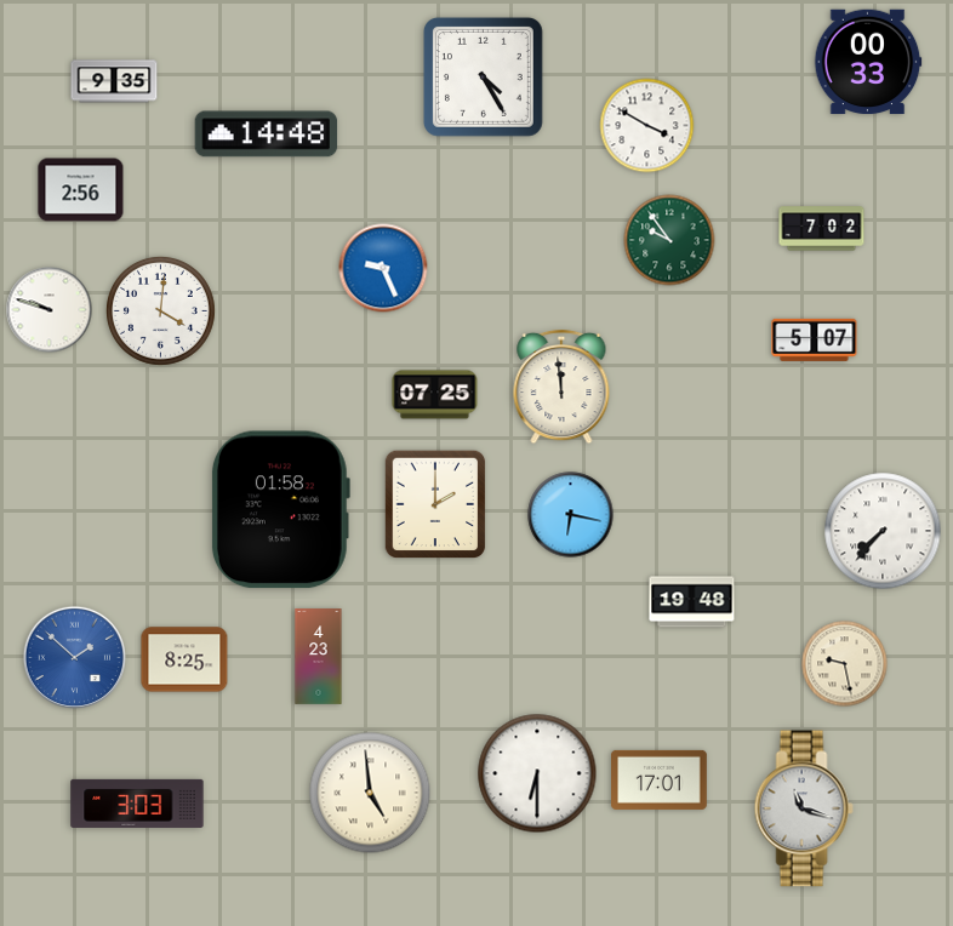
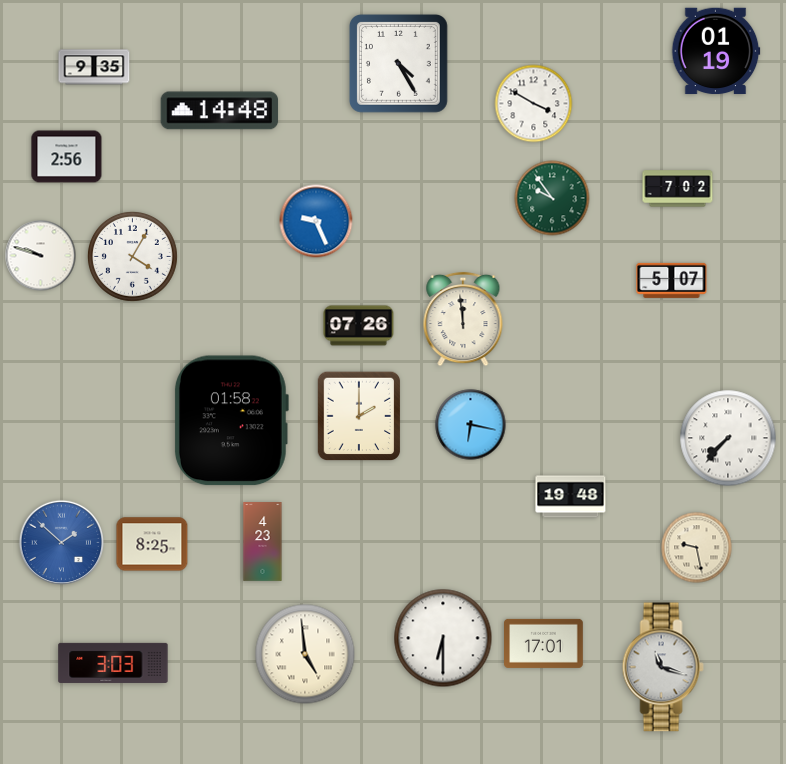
clock at (868, 62): 00:33 -> 01:19
clock at (160, 310): 4:01 -> 4:05
clock at (435, 395): 07:25 -> 07:26
